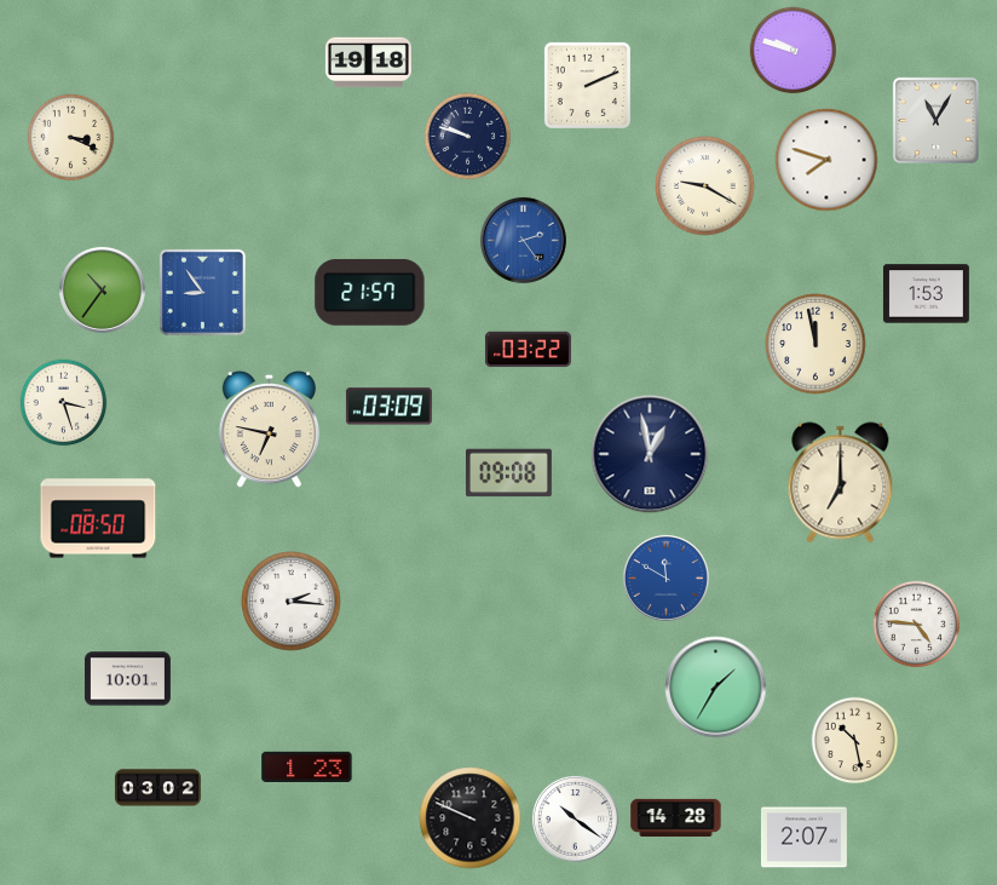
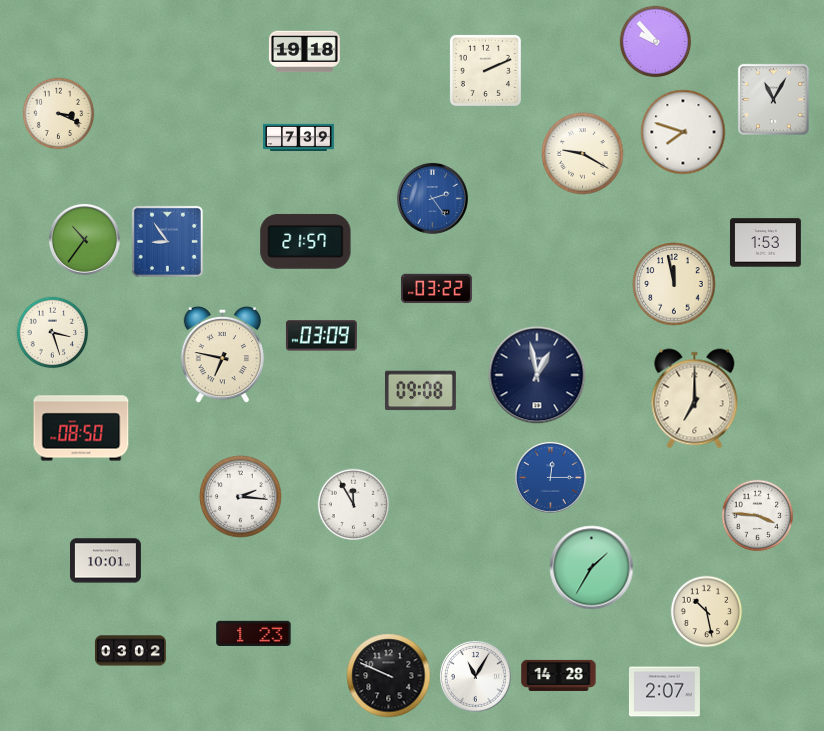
clock at (794, 51): 9:48 -> 9:53
clock at (468, 137): 9:48 -> none
clock at (299, 137): none -> 7:39
clock at (665, 577): 11:50 -> 12:15
clock at (354, 505): none -> 11:55
clock at (917, 625): 4:46 -> 3:46
clock at (575, 818): 10:21 -> 11:05
